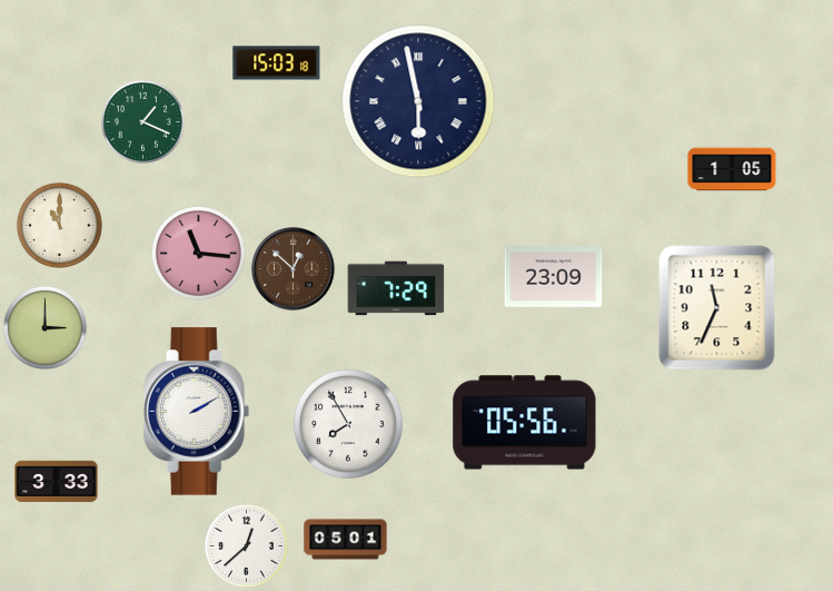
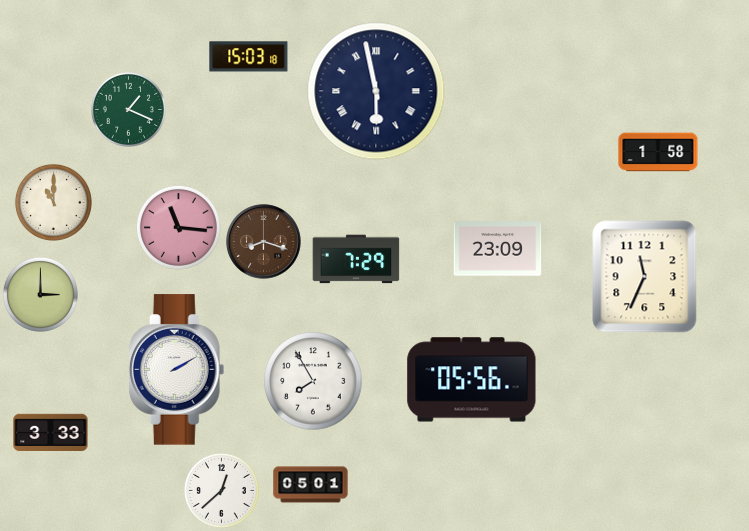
clock at (732, 169): 1:05 -> 1:58
clock at (294, 269): 12:52 -> 8:18
